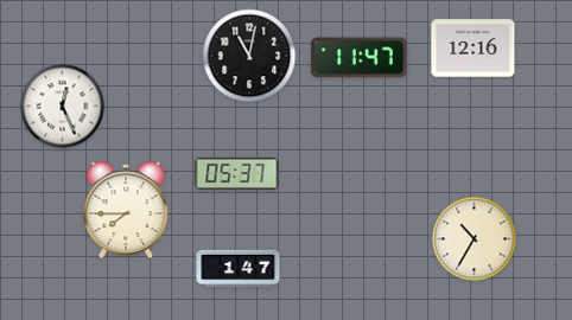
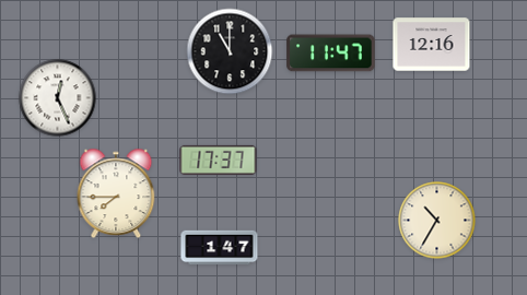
clock at (474, 49) position: (474, 49) -> (432, 45)
clock at (249, 56): 11:02 -> 11:00
clock at (237, 173): 05:37 -> 17:37
